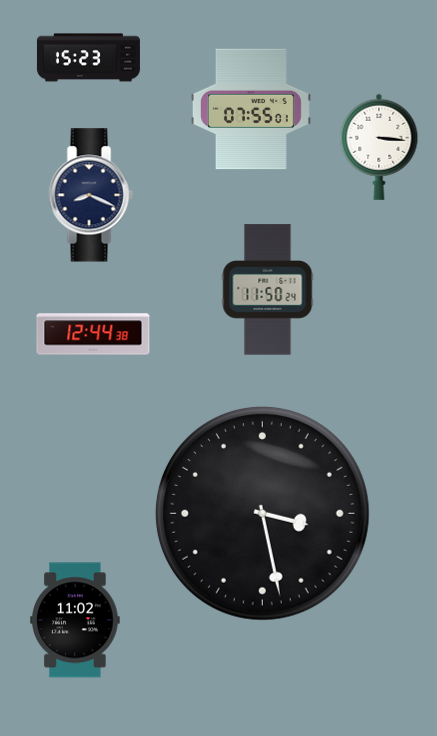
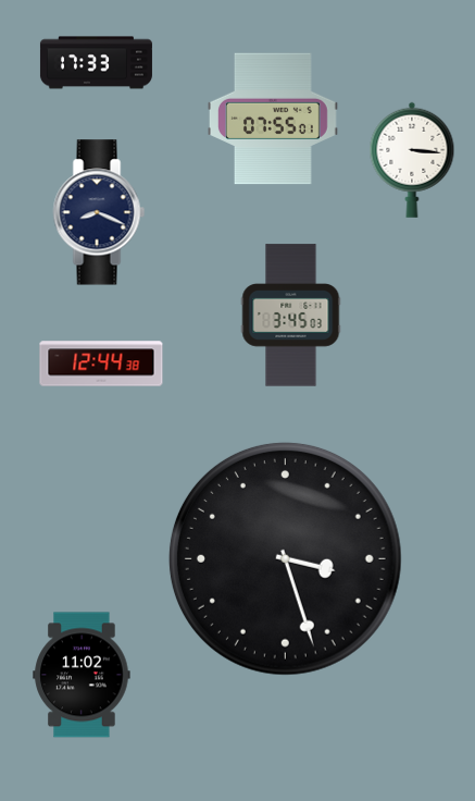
clock at (88, 58): 15:23 -> 17:33
clock at (268, 290): 11:50 -> 3:45
clock at (262, 513): 3:28 -> 3:27
